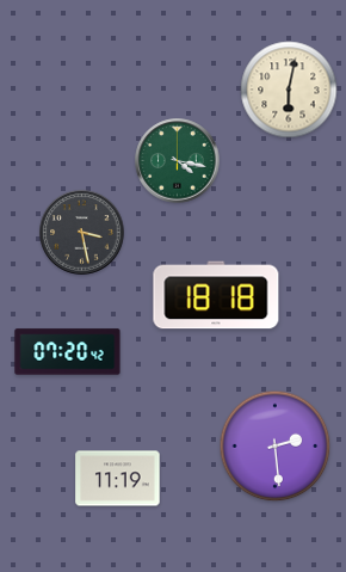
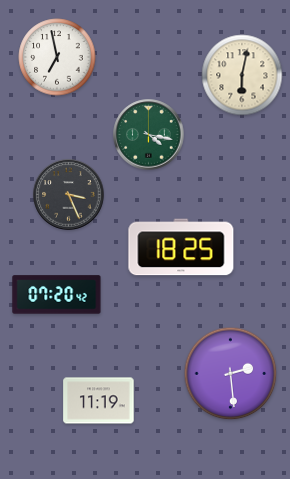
clock at (57, 57): none -> 6:58
clock at (82, 233): 3:28 -> 3:26
clock at (216, 295): 18:18 -> 18:25
